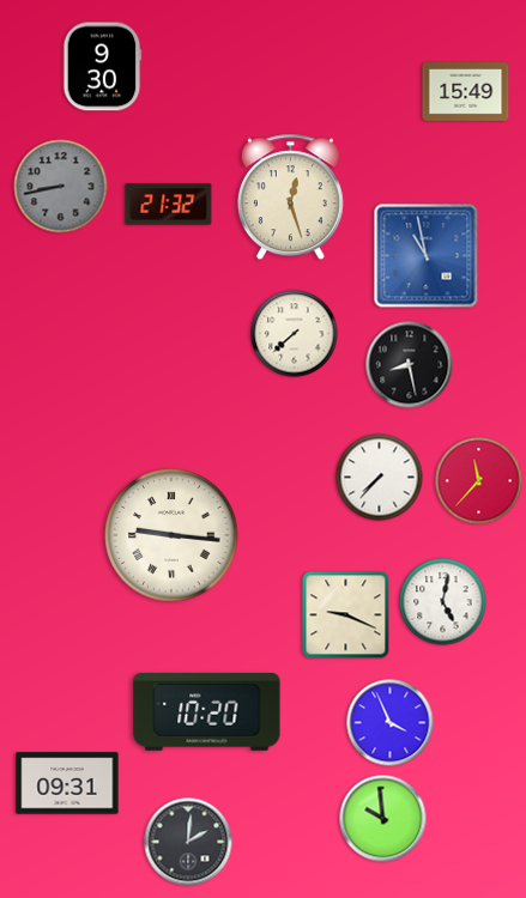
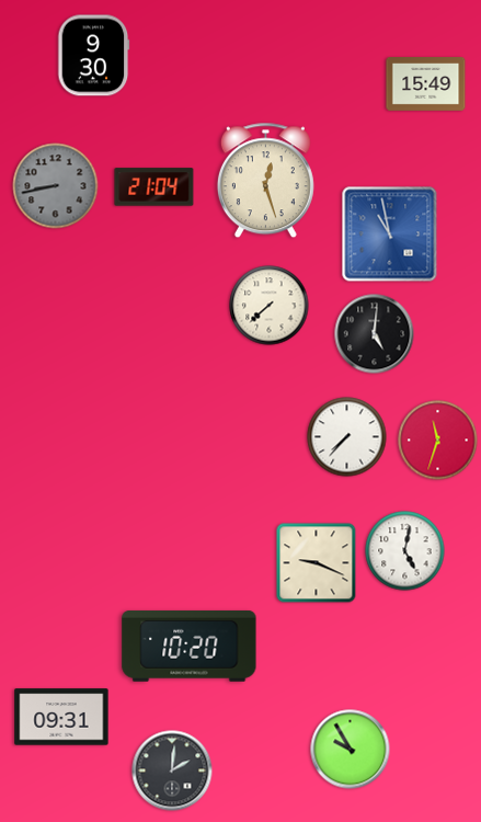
clock at (103, 67) position: (103, 67) -> (94, 56)
clock at (61, 187) position: (61, 187) -> (56, 186)
clock at (169, 205): 21:32 -> 21:04
clock at (410, 365): 8:28 -> 5:01
clock at (479, 481): 11:37 -> 11:33
clock at (171, 535): 9:16 -> none
clock at (207, 711) position: (207, 711) -> (190, 646)
clock at (391, 723): 3:56 -> none
clock at (383, 819): 9:59 -> 9:55
